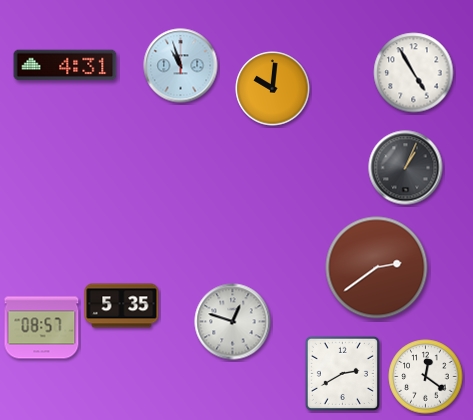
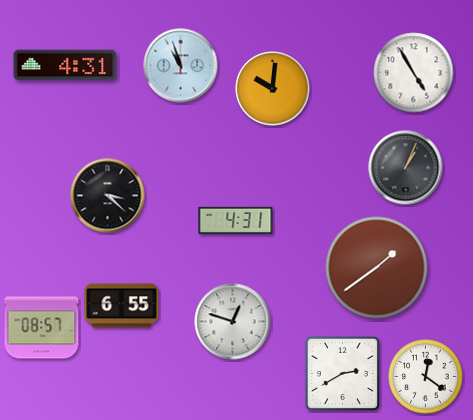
clock at (108, 196): none -> 3:22
clock at (236, 220): none -> 4:31
clock at (377, 268): 2:39 -> 1:39
clock at (122, 306): 5:35 -> 6:55
